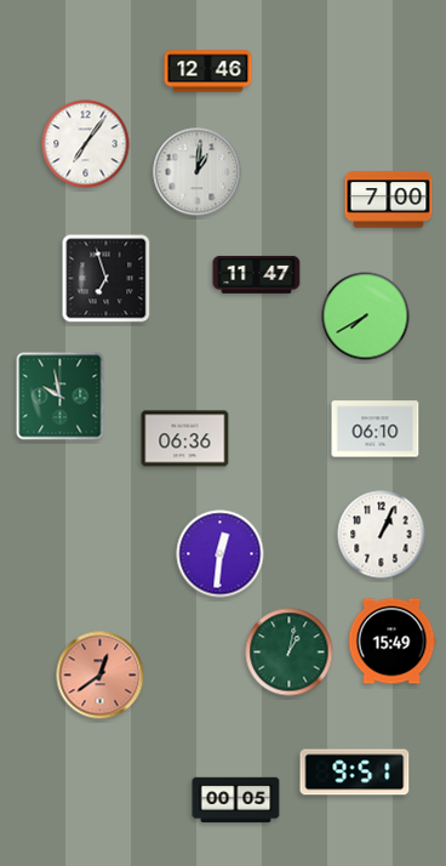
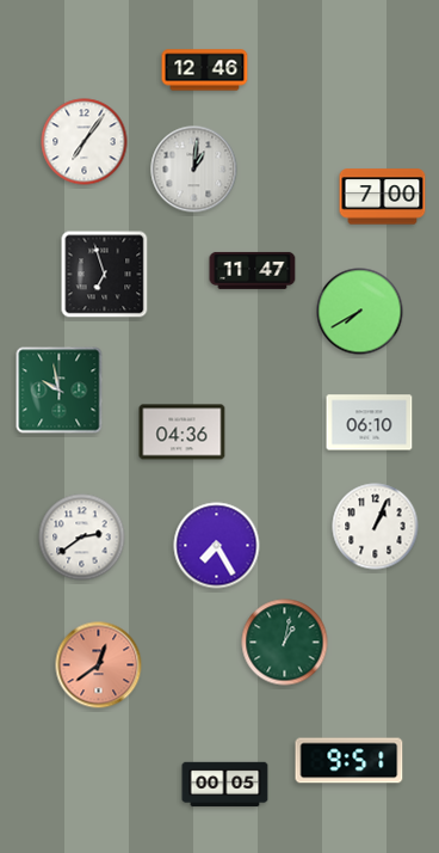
clock at (185, 439): 06:36 -> 04:36
clock at (82, 538): none -> 2:39
clock at (221, 554): 12:31 -> 7:25
clock at (391, 642): 15:49 -> none
clock at (236, 801) position: (236, 801) -> (225, 785)
